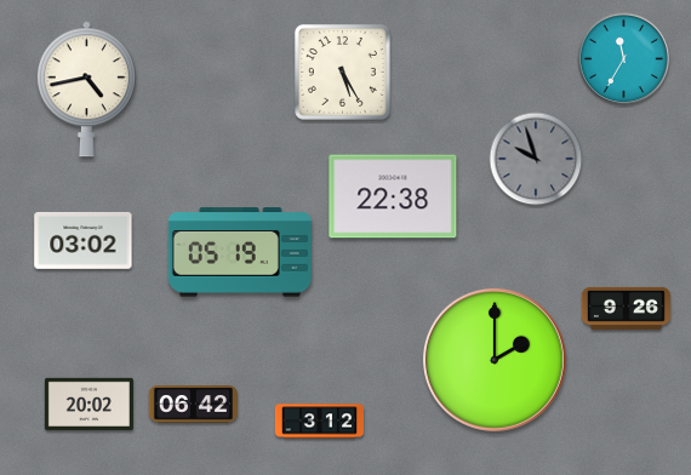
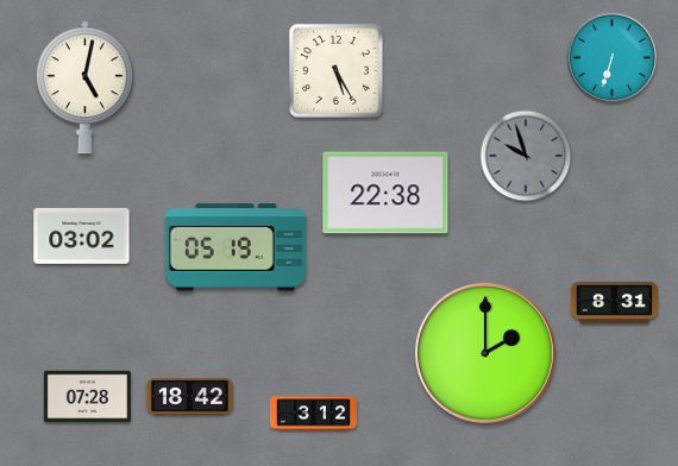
clock at (624, 59): 11:35 -> 6:33
clock at (86, 90): 4:43 -> 5:02
clock at (626, 308): 9:26 -> 8:31
clock at (88, 404): 20:02 -> 07:28
clock at (193, 405): 06:42 -> 18:42
